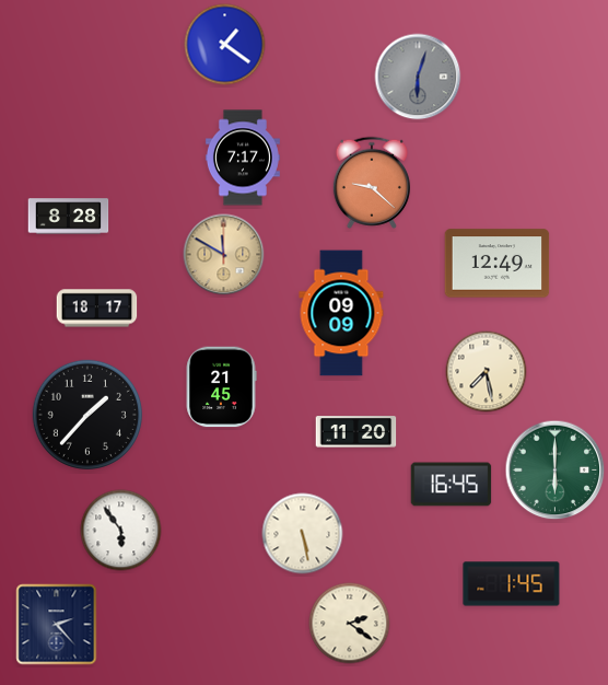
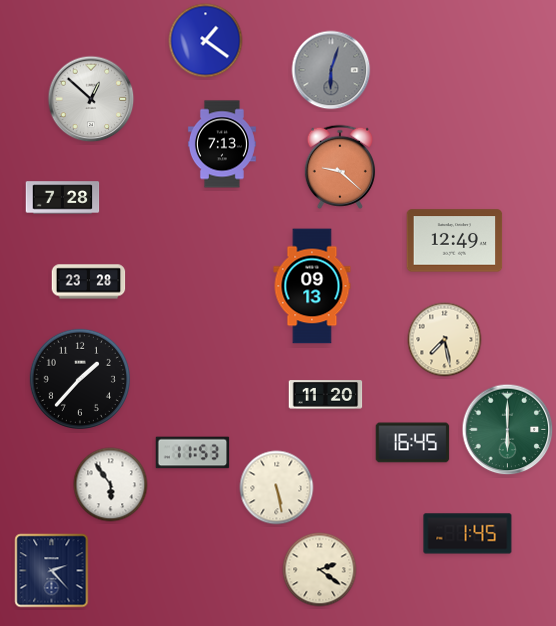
clock at (418, 77) position: (418, 77) -> (331, 70)
clock at (91, 99): none -> 12:52
clock at (243, 158): 7:17 -> 7:13
clock at (69, 217): 8:28 -> 7:28
clock at (224, 255): 11:50 -> none
clock at (97, 309): 18:17 -> 23:28
clock at (341, 313): 09:09 -> 09:13
clock at (221, 387): 21:45 -> none
clock at (193, 453): none -> 11:53
